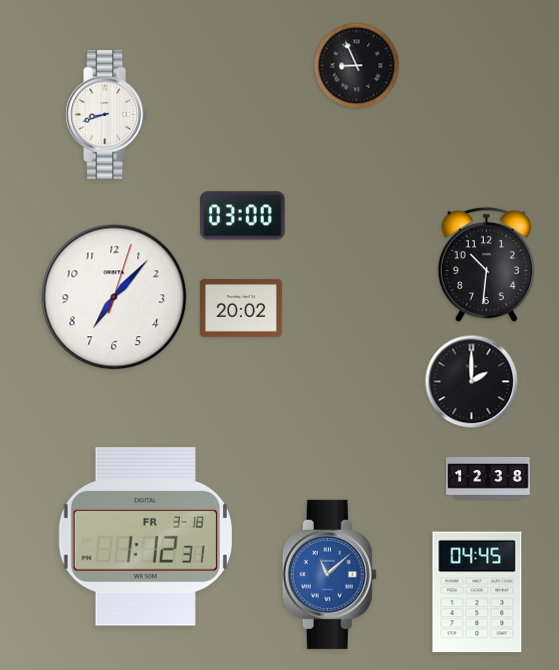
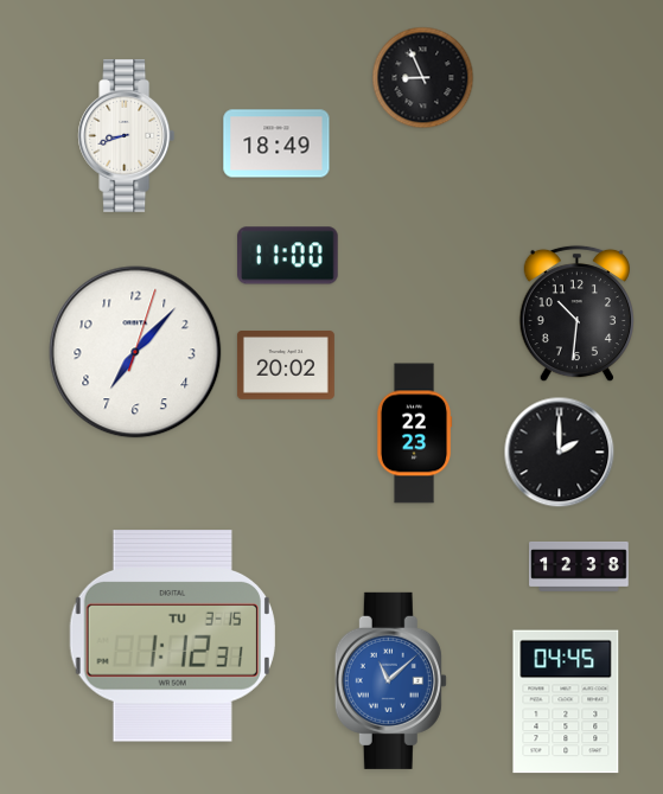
clock at (276, 143): none -> 18:49
clock at (243, 216): 03:00 -> 11:00
clock at (414, 434): none -> 22:23
clock at (145, 537) date: FR 3-18 -> TU 3-15
